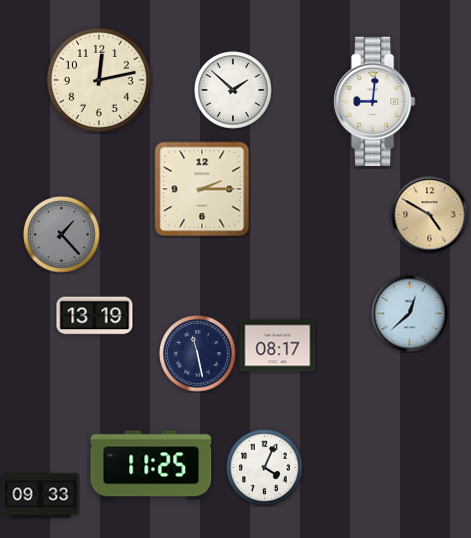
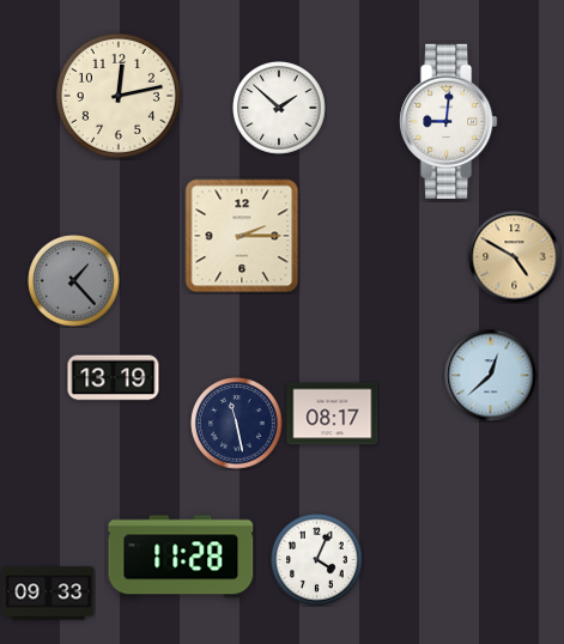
clock at (202, 189) position: (202, 189) -> (242, 236)
clock at (151, 465): 11:25 -> 11:28
